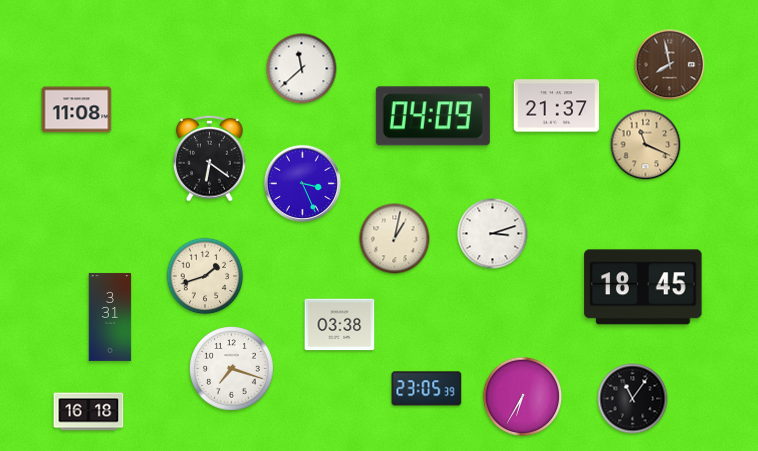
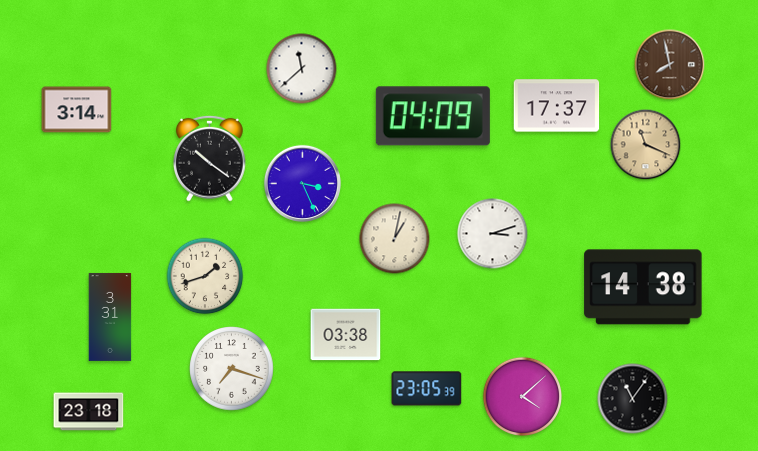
clock at (557, 106): 21:37 -> 17:37
clock at (77, 110): 11:08 -> 3:14
clock at (210, 158): 6:21 -> 10:21
clock at (643, 287): 18:45 -> 14:38
clock at (340, 325) position: (340, 325) -> (346, 335)
clock at (523, 397): 6:35 -> 4:08
clock at (89, 412): 16:18 -> 23:18
